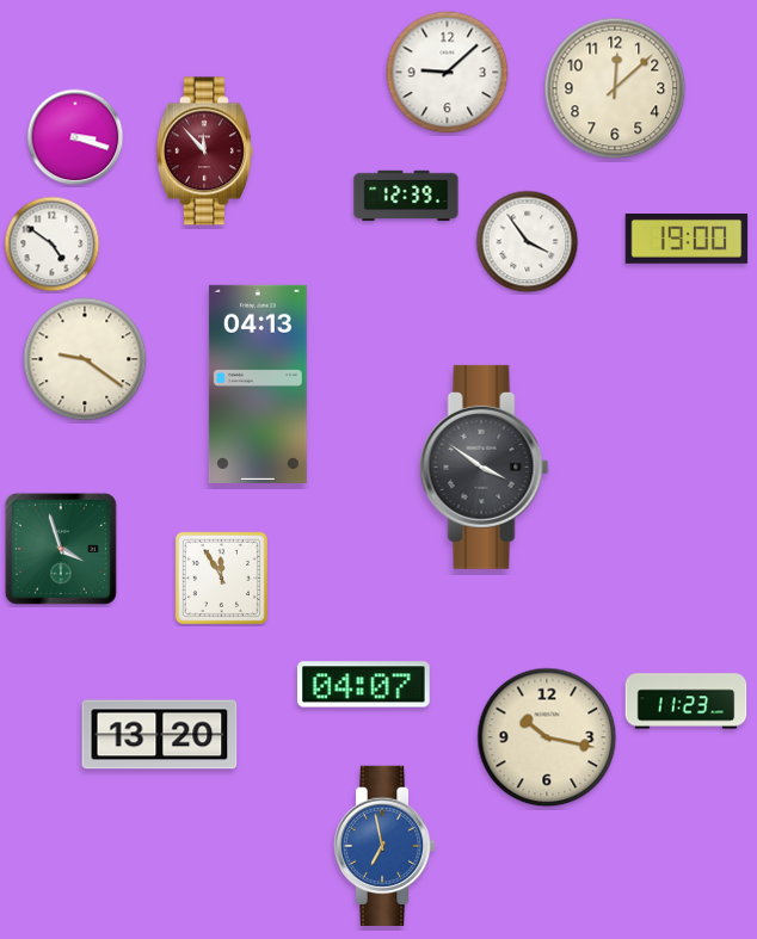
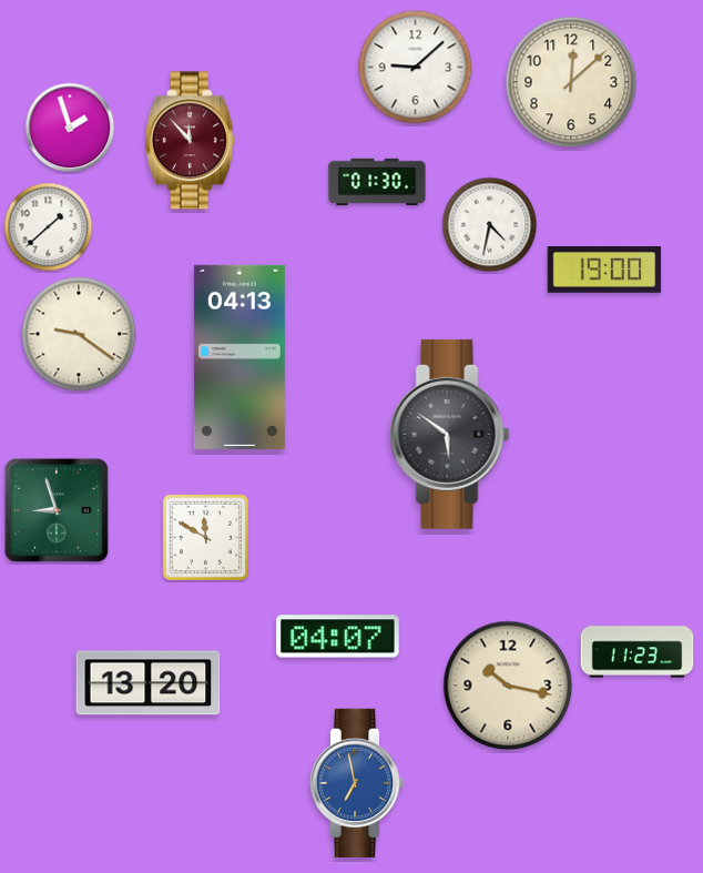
clock at (75, 137): 3:18 -> 1:57
clock at (406, 196): 12:39 -> 01:30
clock at (687, 240) position: (687, 240) -> (604, 271)
clock at (528, 242): 3:54 -> 4:32
clock at (53, 245): 4:51 -> 1:38
clock at (485, 467): 3:51 -> 5:51
clock at (61, 549): 3:57 -> 8:57
clock at (221, 577): 11:55 -> 11:50
clock at (384, 845) position: (384, 845) -> (357, 782)
